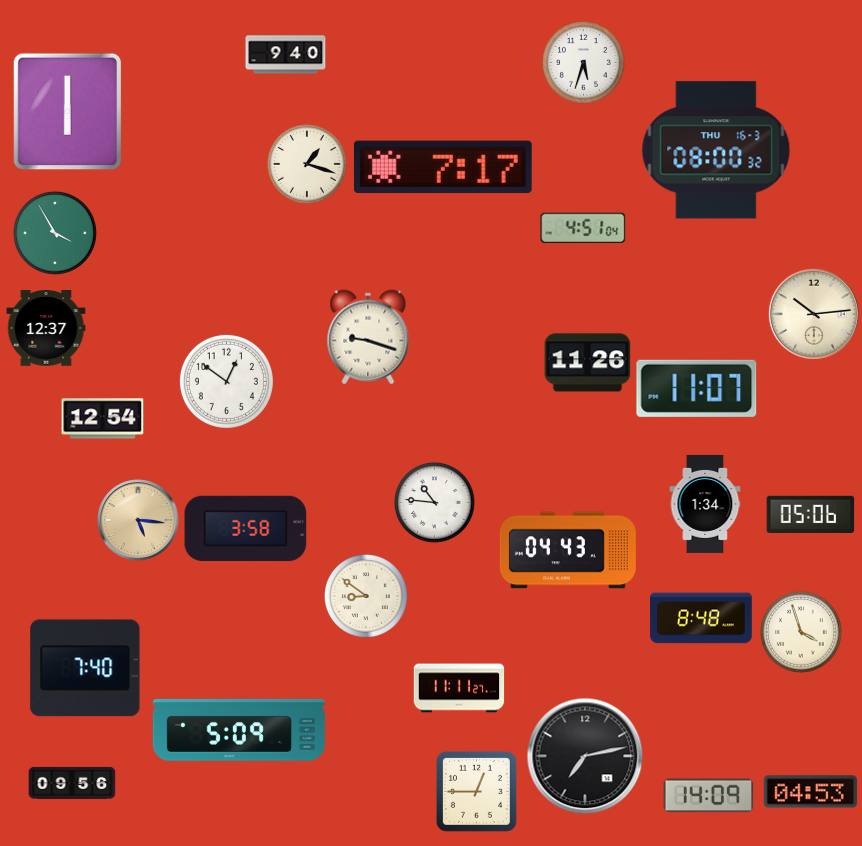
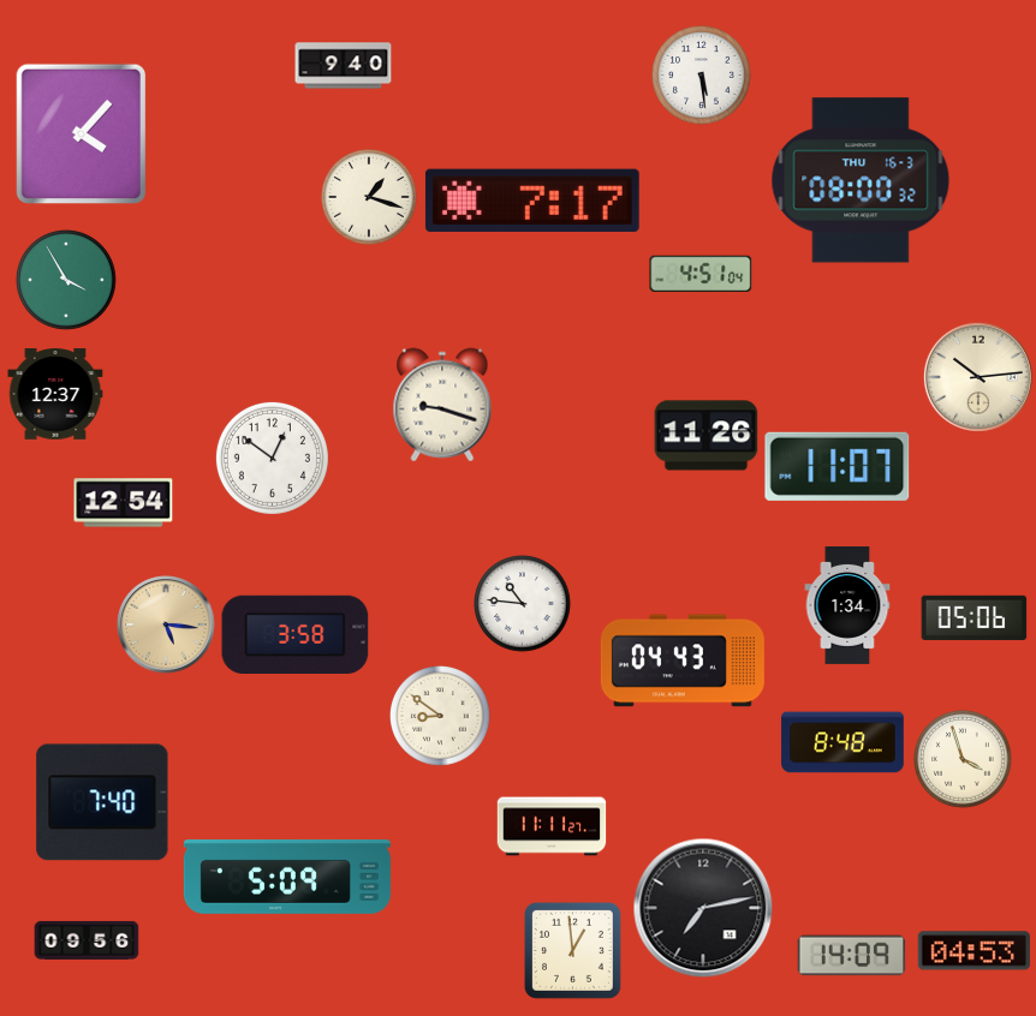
clock at (584, 63): 5:33 -> 5:29
clock at (68, 112): 6:00 -> 4:07
clock at (476, 791): 12:45 -> 12:59
